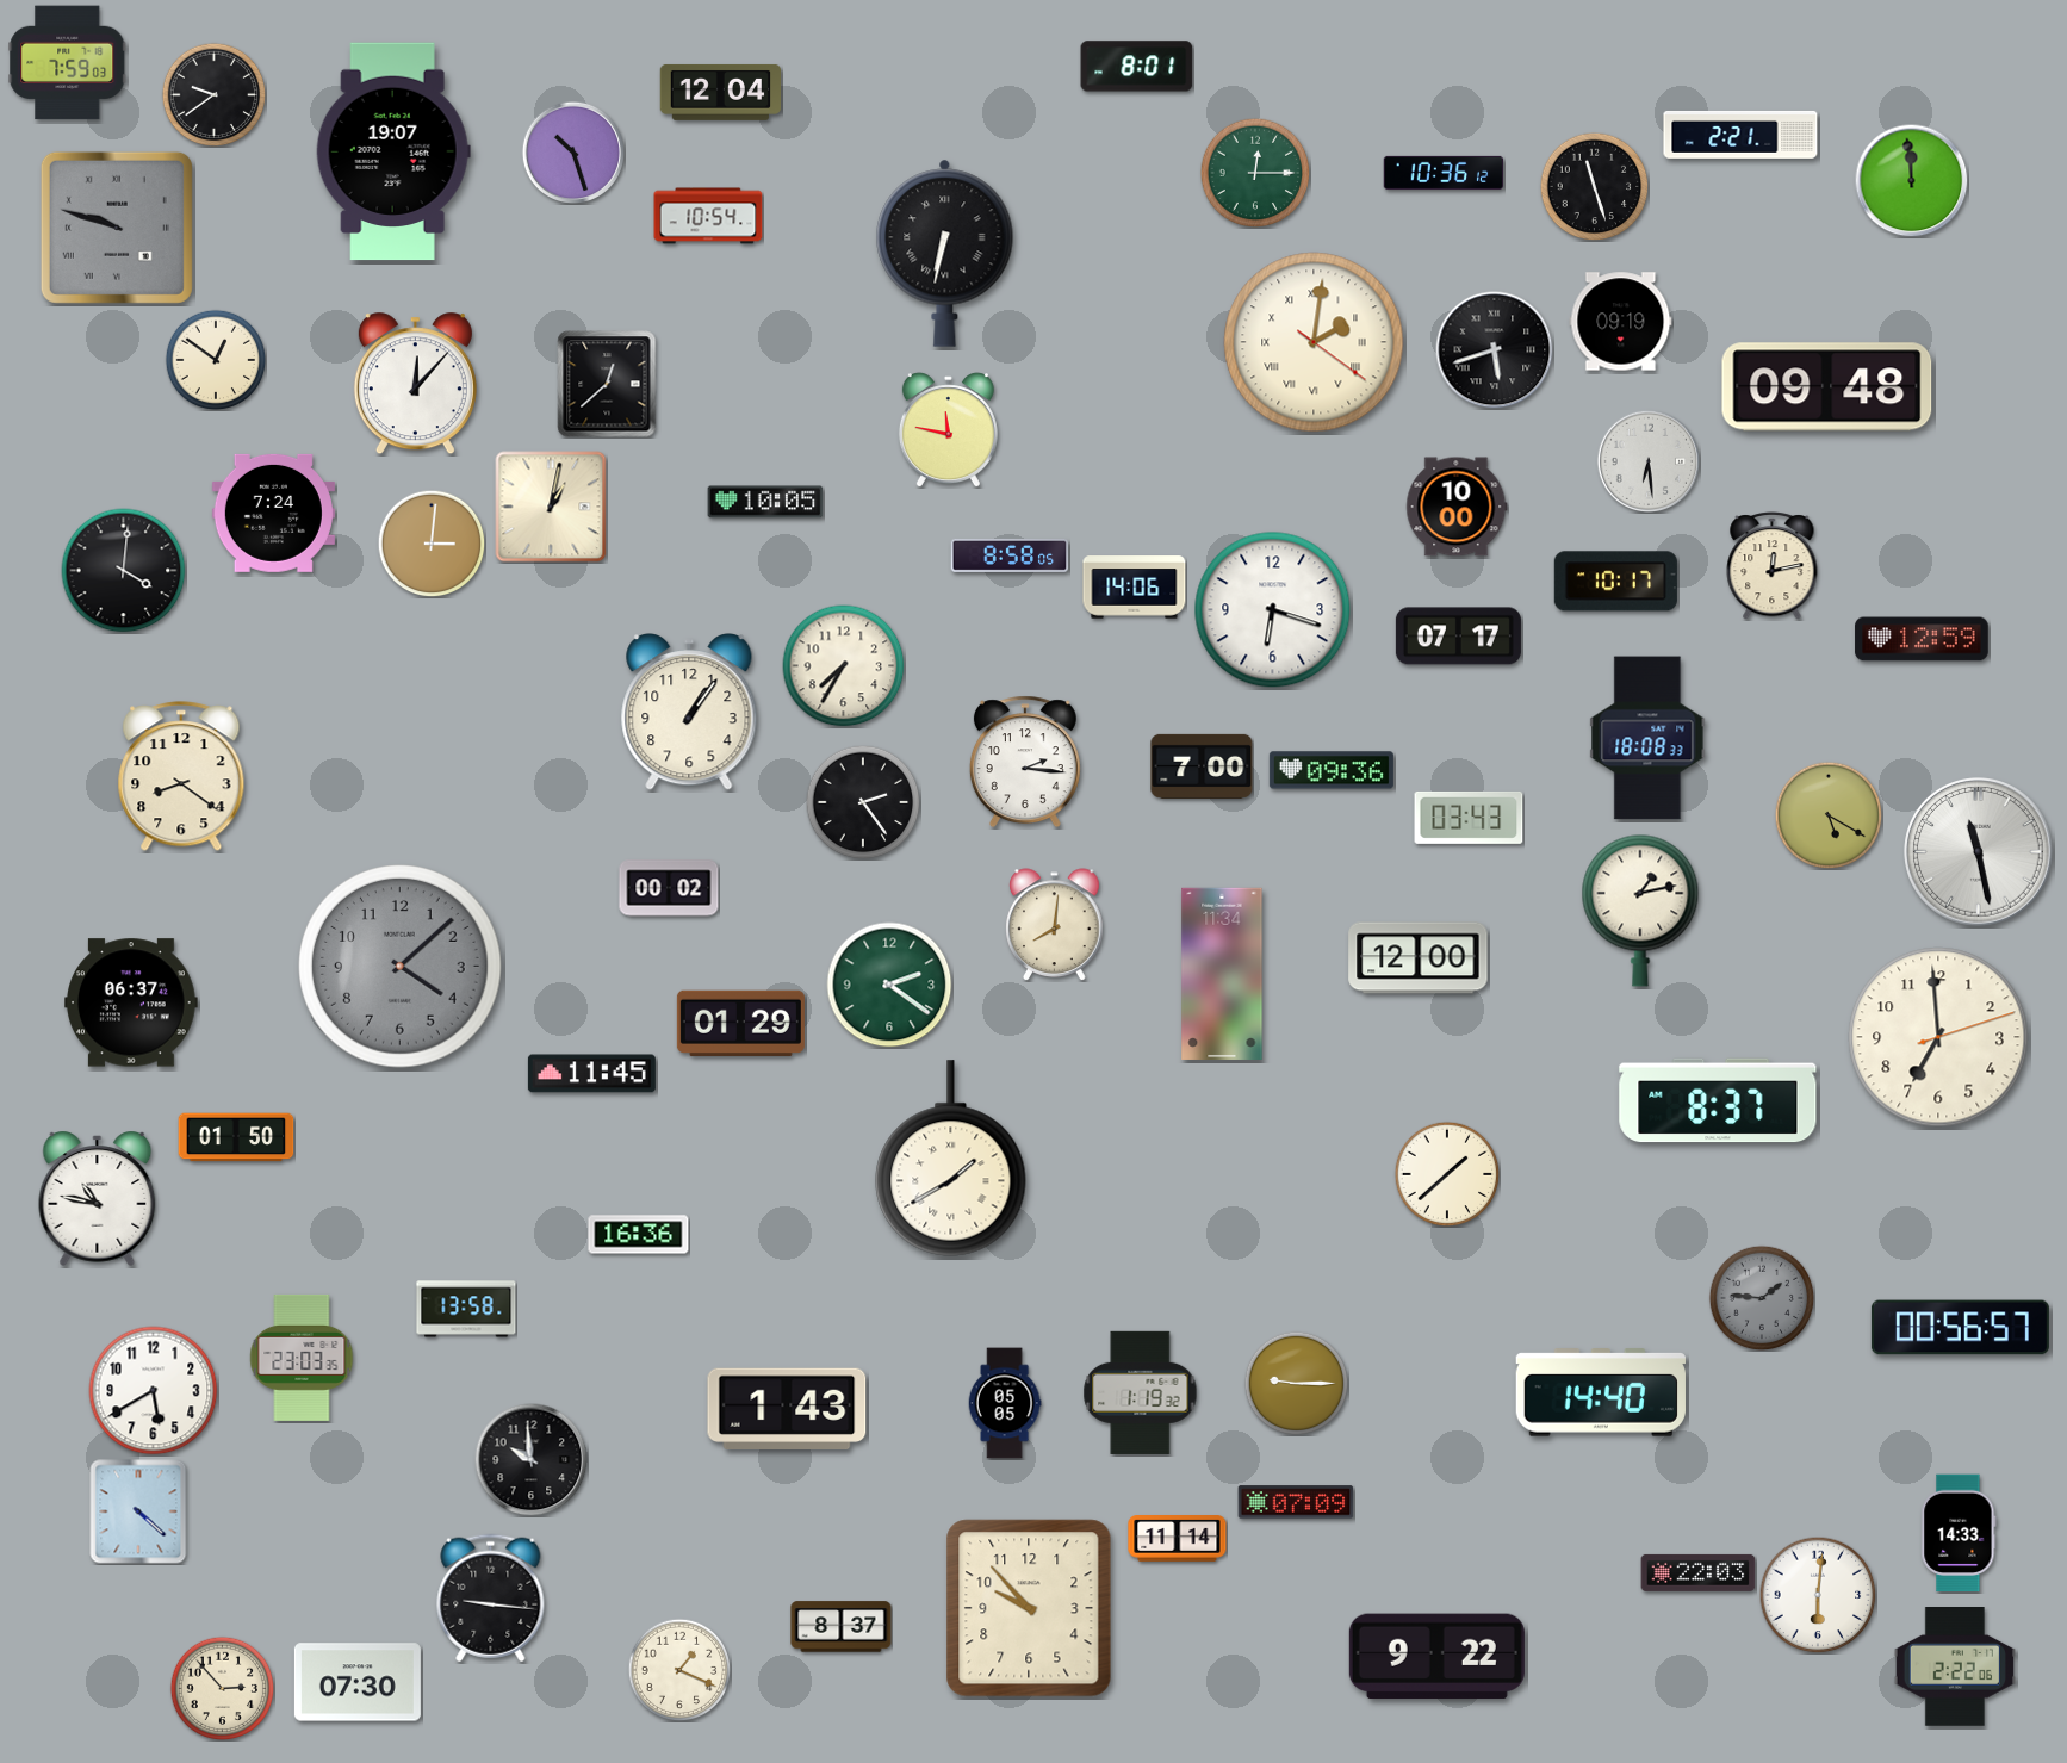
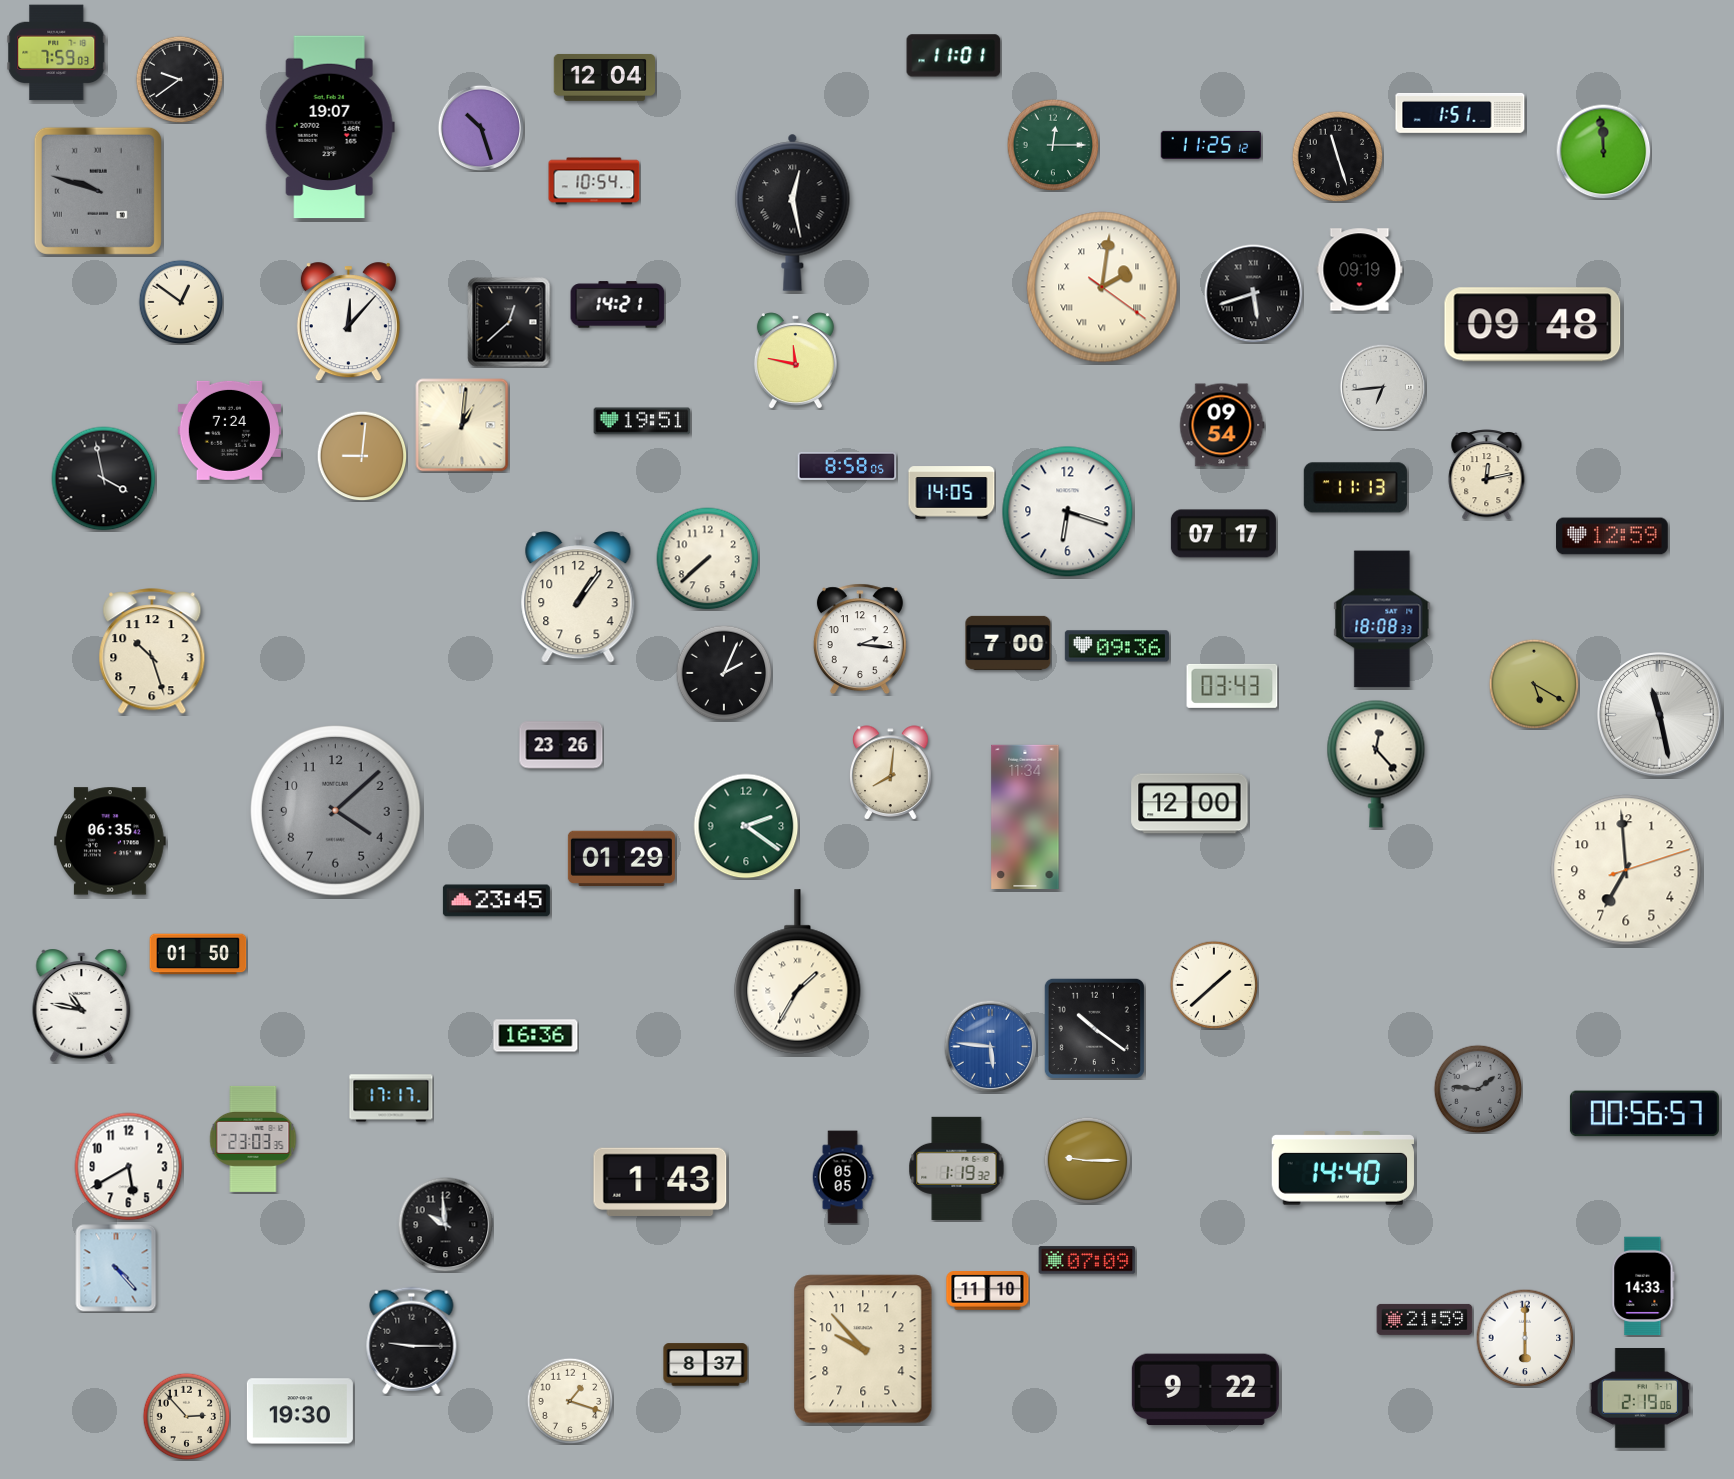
clock at (1137, 67): 8:01 -> 11:01
clock at (1740, 135): 2:21 -> 1:51
clock at (1444, 173): 10:36 -> 11:25
clock at (945, 253): 6:32 -> 12:28
clock at (618, 305): none -> 14:21
clock at (1647, 460): 6:29 -> 6:44
clock at (765, 502): 10:05 -> 19:51
clock at (551, 507): 1:02 -> 1:01
clock at (1457, 507): 10:00 -> 09:54
clock at (432, 544): 3:01 -> 9:01
clock at (124, 571): 4:01 -> 3:58
clock at (1615, 582): 10:17 -> 11:13
clock at (1135, 588): 14:06 -> 14:05
clock at (844, 666): 7:35 -> 7:38
clock at (181, 777): 8:21 -> 10:27
clock at (863, 802): 2:24 -> 2:04
clock at (669, 888): 00:02 -> 23:26
clock at (1640, 911): 1:13 -> 12:23
clock at (1055, 925) position: (1055, 925) -> (891, 773)
clock at (132, 1002): 06:37 -> 06:35
clock at (591, 1074): 11:45 -> 23:45
clock at (1718, 1100): 8:37 -> none
clock at (951, 1159): 1:40 -> 1:35
clock at (1094, 1028): none -> 10:21
clock at (990, 1046): none -> 5:46
clock at (466, 1309): 13:58 -> 17:17
clock at (138, 1511): 4:22 -> 4:23
clock at (1178, 1539): 11:14 -> 11:10
clock at (1699, 1572): 22:03 -> 21:59
clock at (1818, 1595): 6:01 -> 6:00
clock at (491, 1599): 9:16 -> 9:15
clock at (1955, 1668): 2:22 -> 2:19
clock at (679, 1670): 1:19 -> 1:18
clock at (358, 1682): 07:30 -> 19:30
